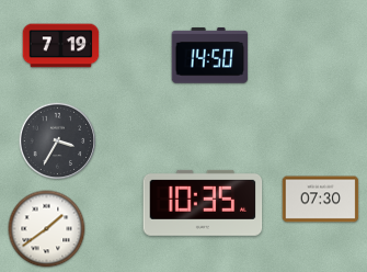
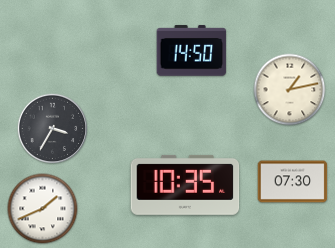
clock at (61, 46): 7:19 -> none
clock at (290, 90): none -> 1:13
clock at (47, 229): 1:39 -> 1:41
